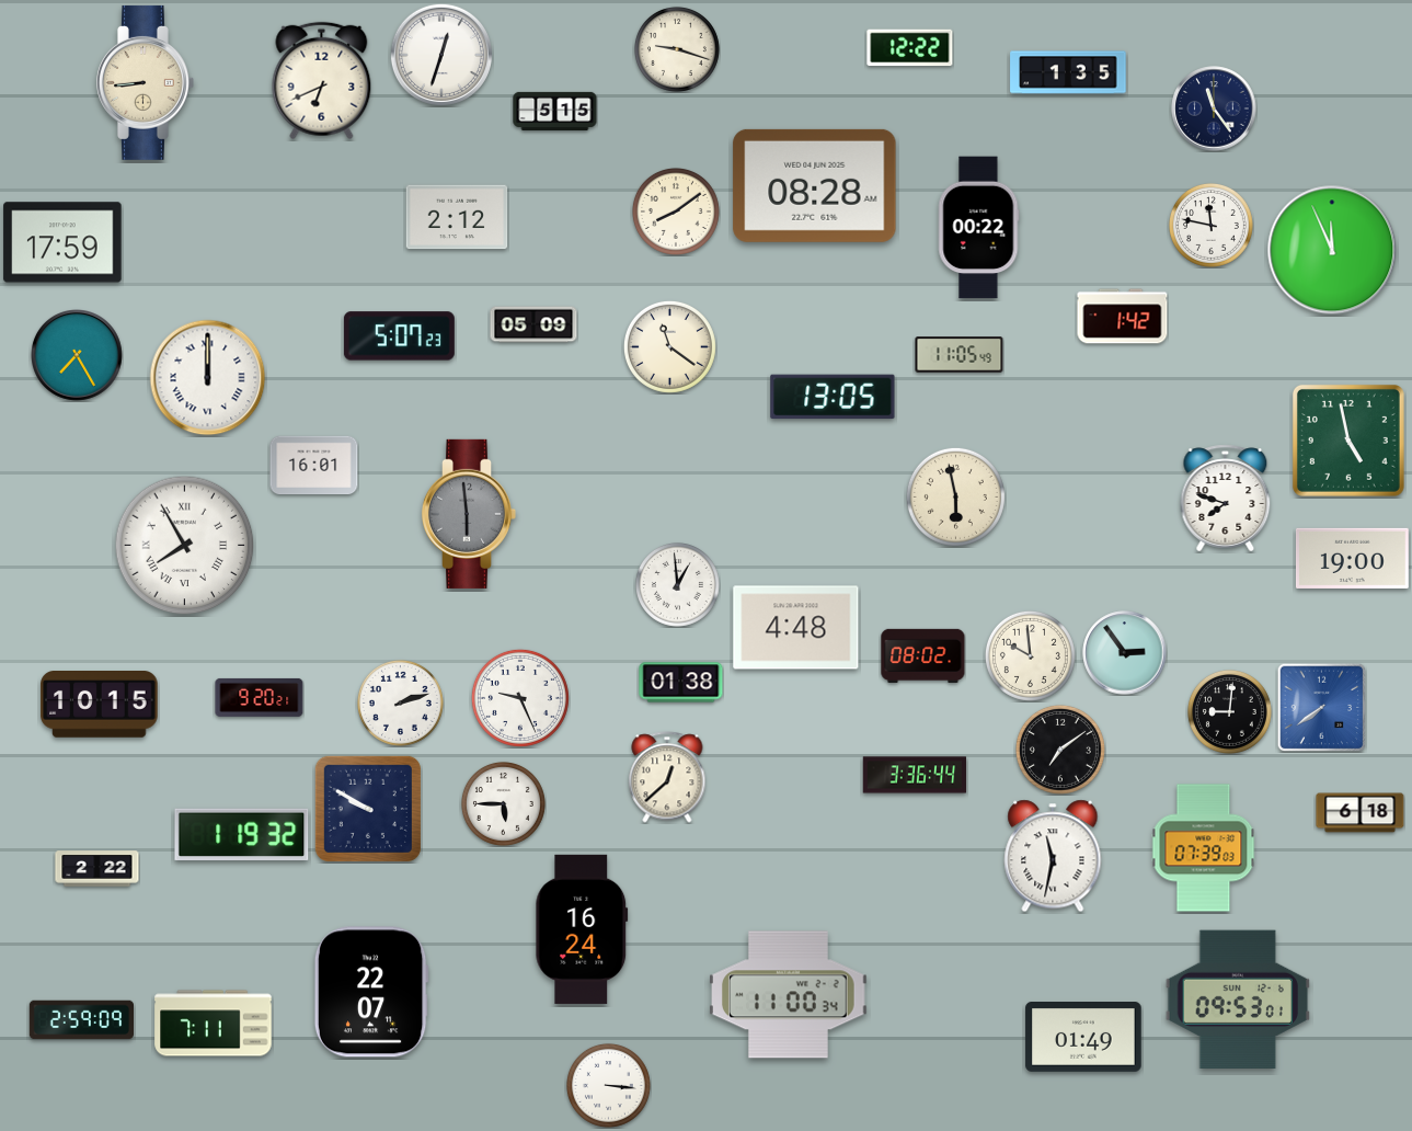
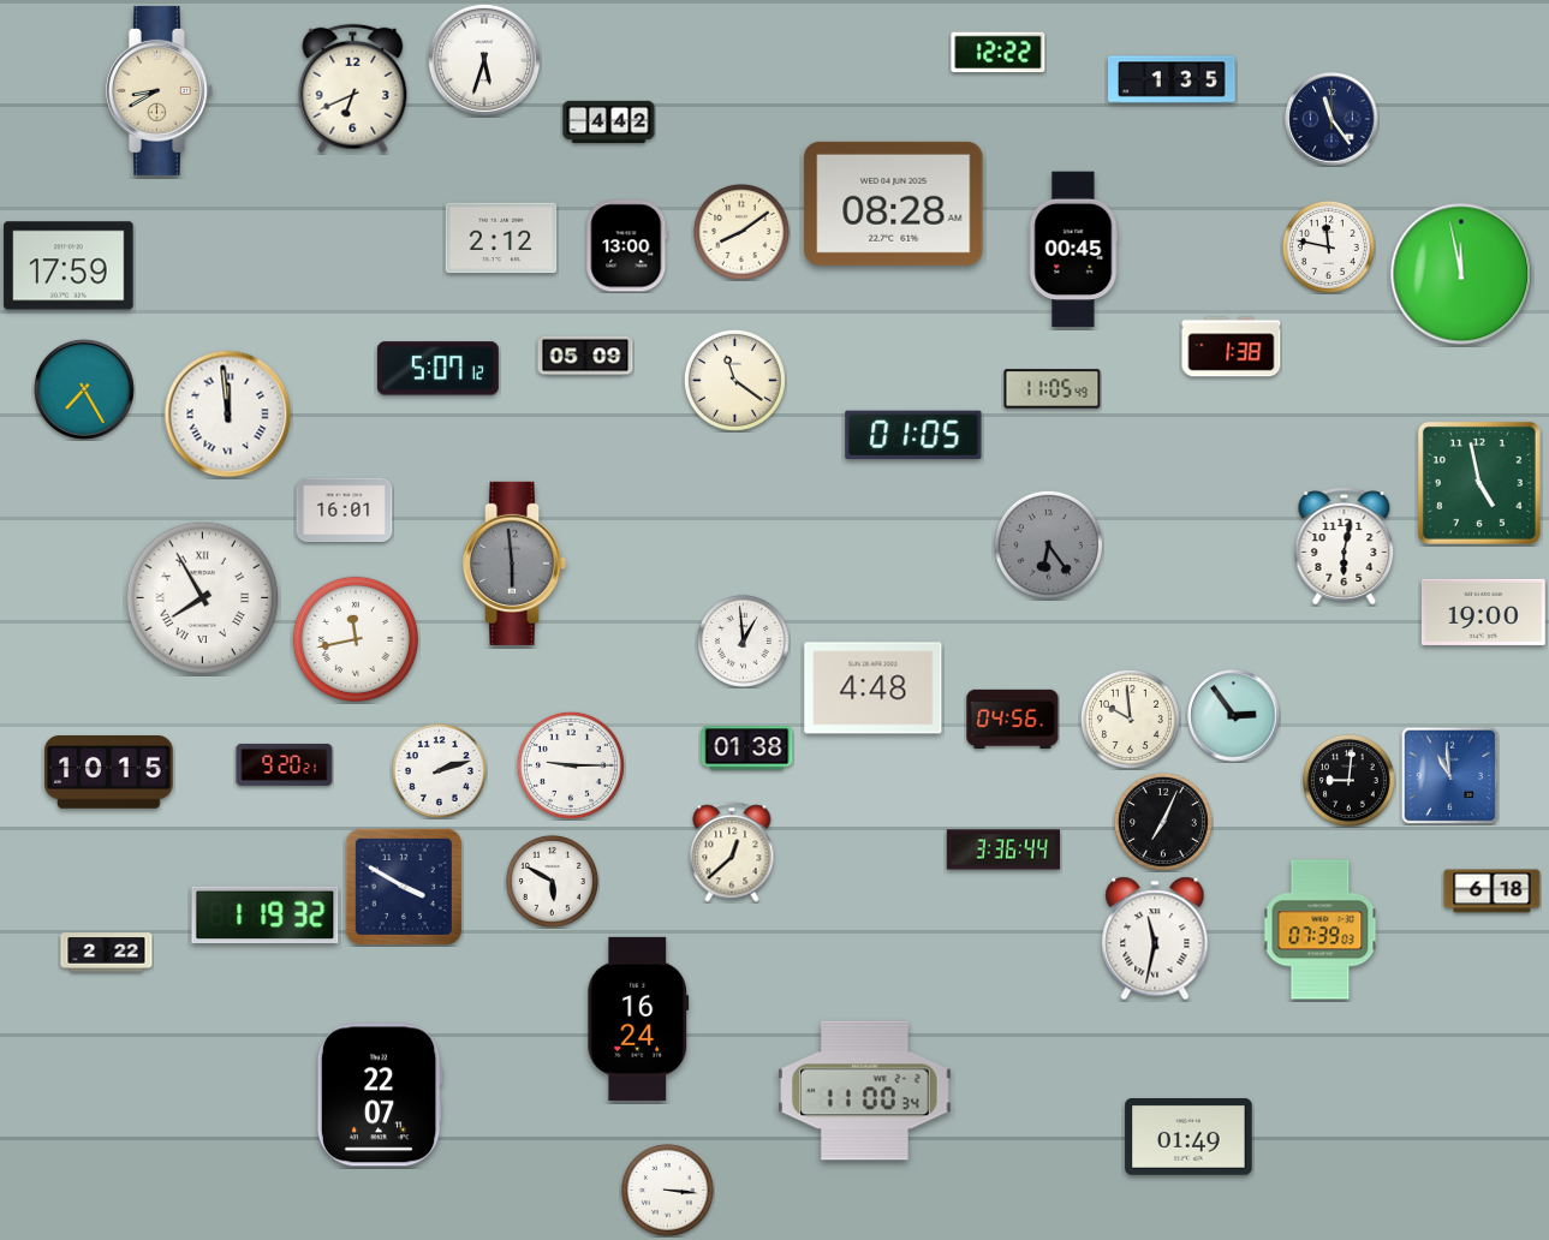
clock at (677, 49): 9:18 -> none
clock at (441, 55): 12:33 -> 5:33
clock at (145, 82): 8:44 -> 8:40
clock at (555, 111): 5:15 -> 4:42
clock at (627, 246): none -> 13:00
clock at (978, 228): 00:22 -> 00:45
clock at (1332, 250): 11:56 -> 11:58
clock at (1123, 317): 1:42 -> 1:38
clock at (399, 336): 5:07:23 -> 5:07:12
clock at (208, 378): 12:00 -> 11:59
clock at (833, 397): 13:05 -> 01:05
clock at (955, 496): 5:58 -> 6:24
clock at (955, 496) dial: cream -> grey
clock at (1226, 499): 7:48 -> 6:02
clock at (355, 638): none -> 11:43
clock at (923, 655): 08:02 -> 04:56
clock at (520, 698): 9:26 -> 9:15
clock at (1321, 707): 7:39 -> 10:59
clock at (1060, 750): 7:09 -> 7:04
clock at (503, 803): 5:45 -> 5:50
clock at (368, 809): 9:50 -> 3:50
clock at (371, 992) position: (371, 992) -> (380, 1095)
clock at (1237, 998): 09:53 -> none
clock at (81, 1020): 2:59 -> none
clock at (214, 1024): 7:11 -> none
